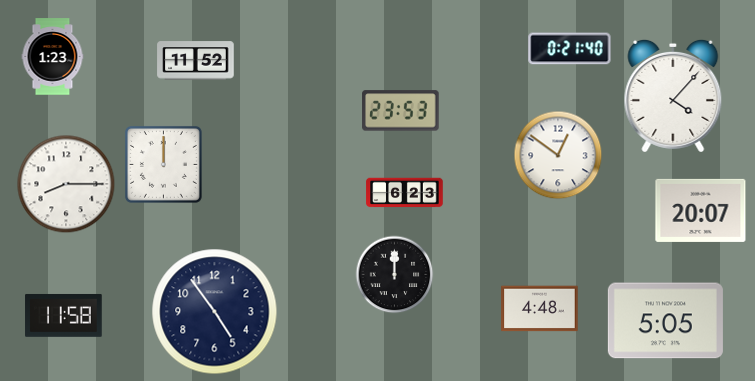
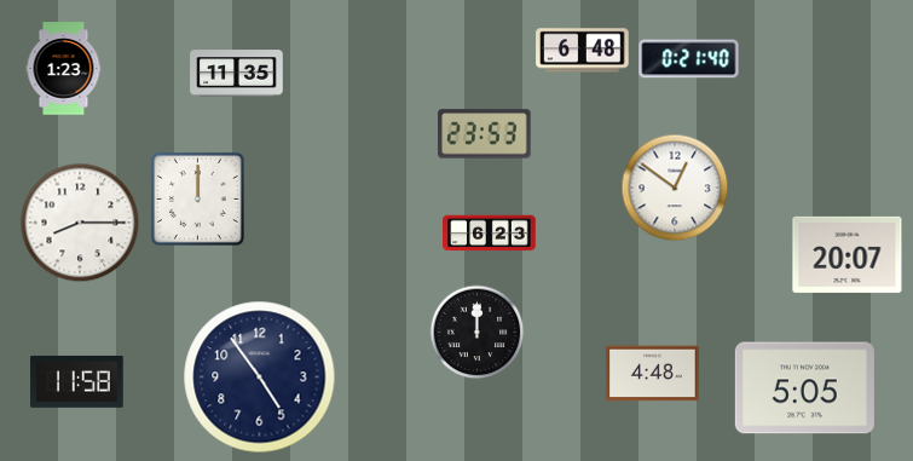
clock at (583, 51): none -> 6:48
clock at (196, 61): 11:52 -> 11:35
clock at (673, 96): 4:07 -> none
